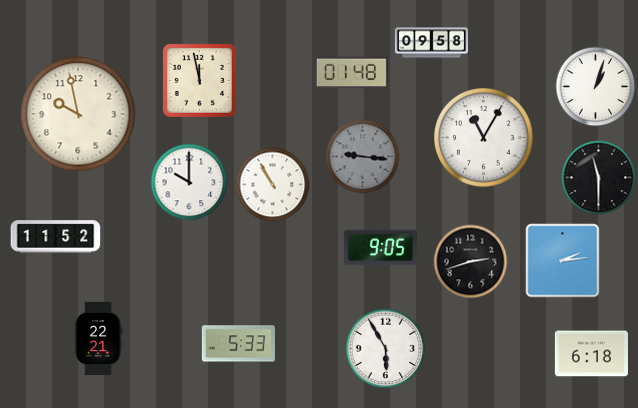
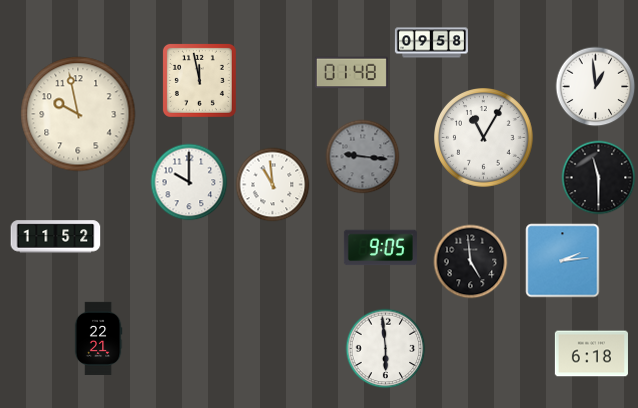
clock at (596, 87): 1:03 -> 12:59
clock at (273, 185): 10:55 -> 10:59
clock at (471, 262): 2:42 -> 4:59
clock at (238, 344): 5:33 -> none
clock at (386, 349): 5:55 -> 5:59
